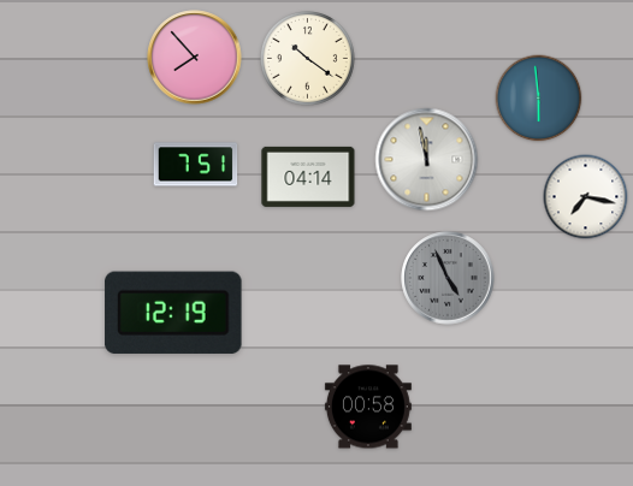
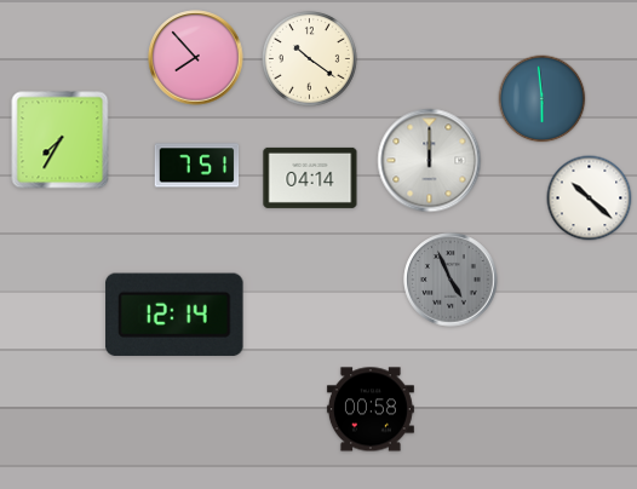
clock at (61, 140): none -> 7:35
clock at (427, 160): 11:58 -> 12:00
clock at (586, 197): 7:17 -> 10:22
clock at (173, 313): 12:19 -> 12:14
